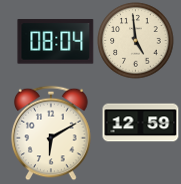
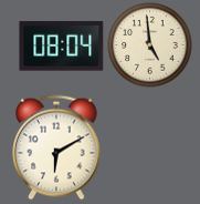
clock at (141, 123): 12:59 -> none
